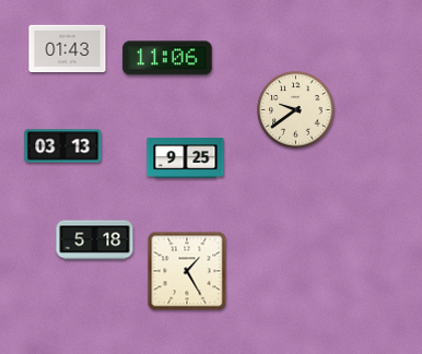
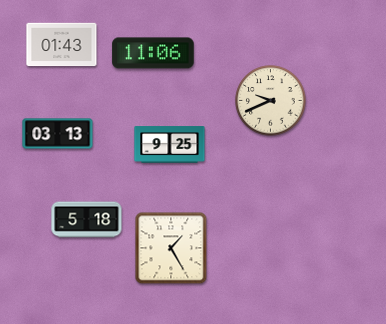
clock at (296, 110): 9:39 -> 9:41
